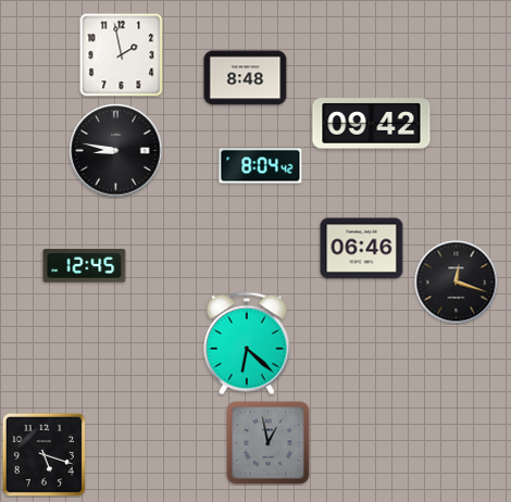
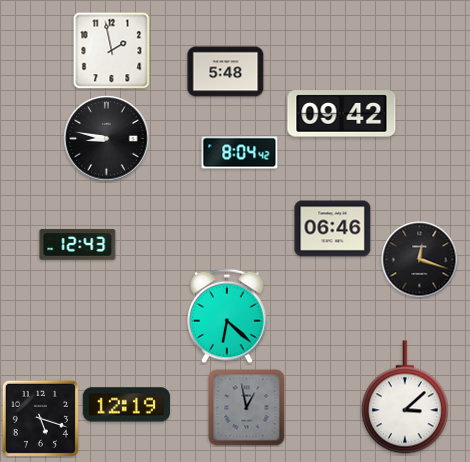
clock at (246, 78): 8:48 -> 5:48
clock at (85, 266): 12:45 -> 12:43
clock at (405, 397): none -> 3:08
clock at (127, 405): none -> 12:19
